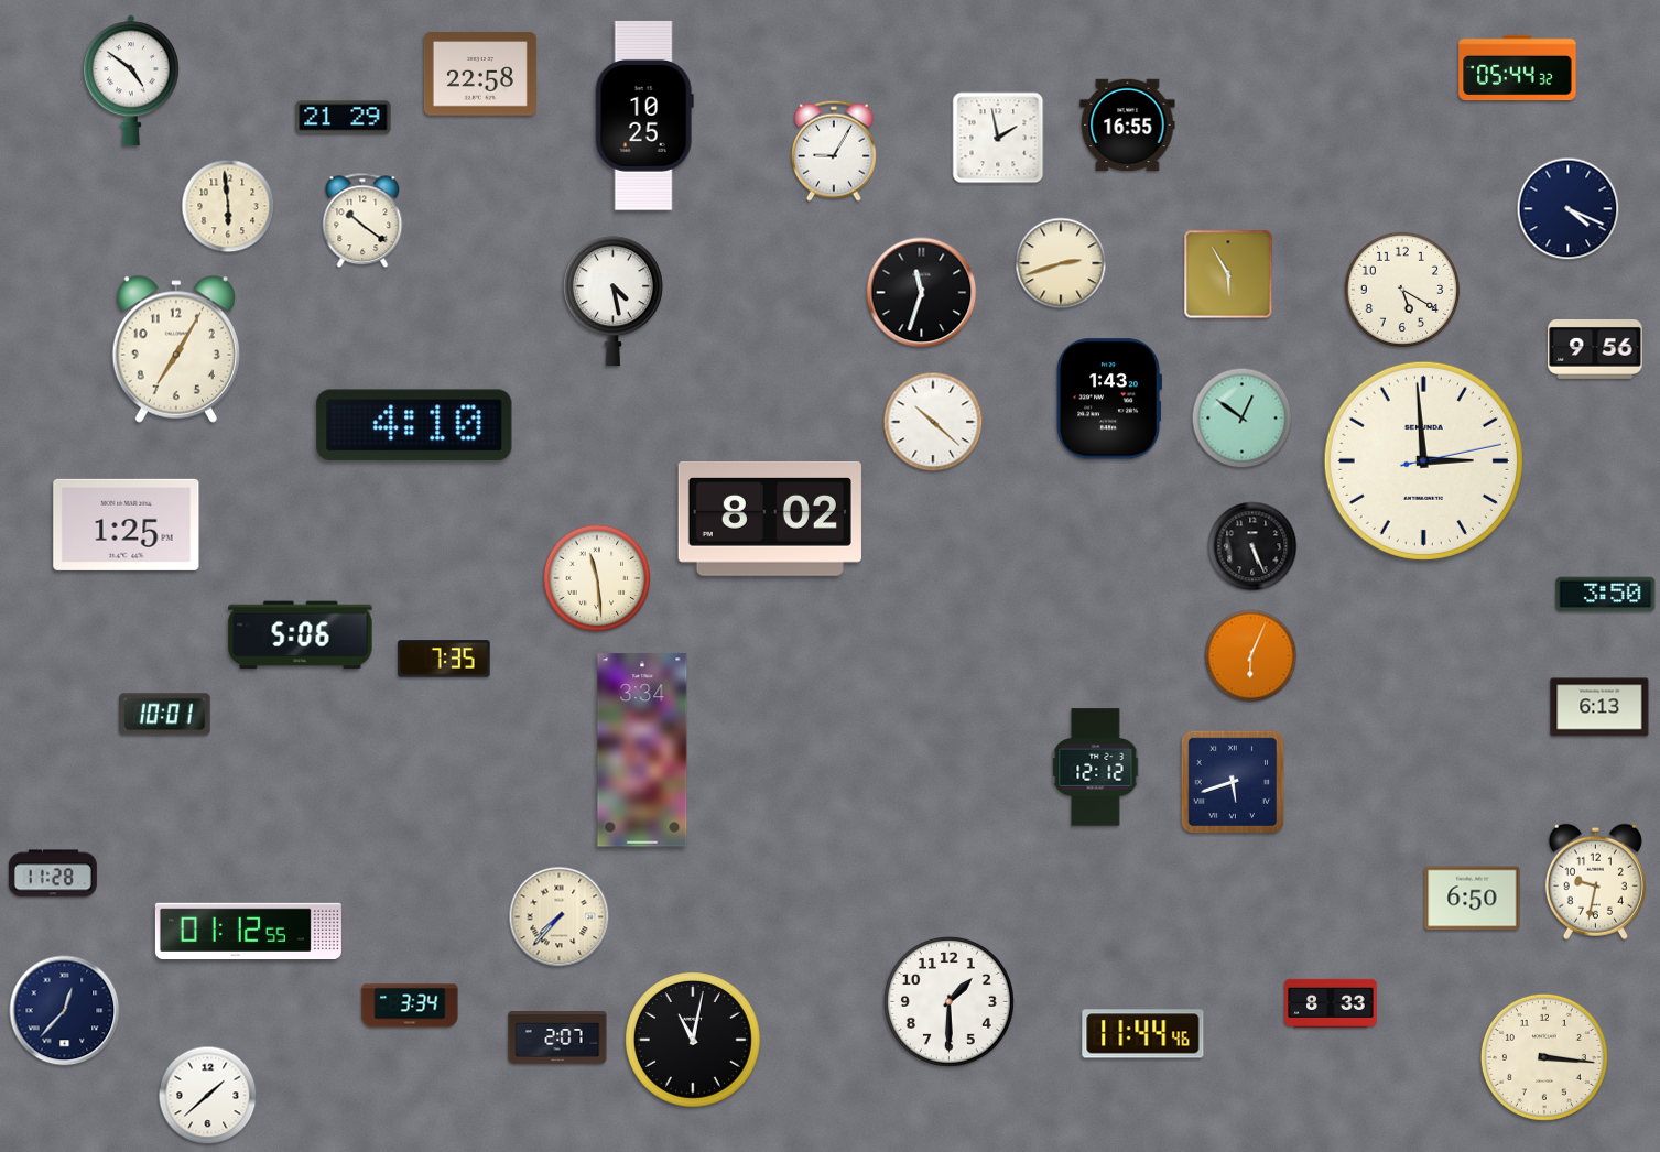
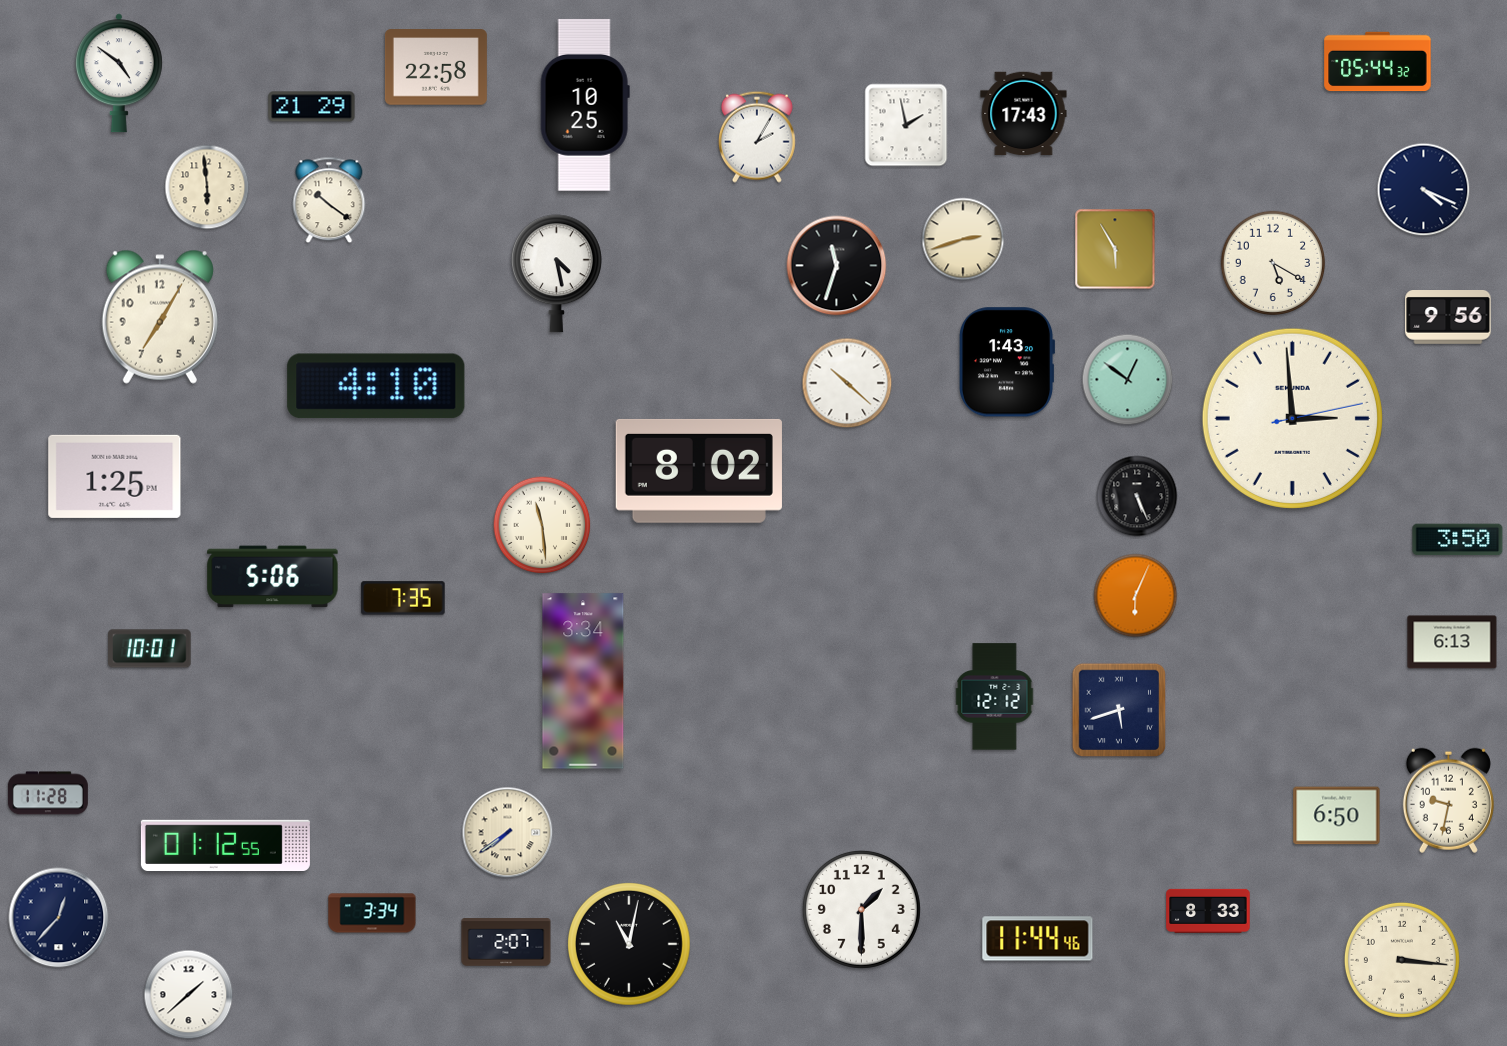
clock at (1128, 126): 16:55 -> 17:43
clock at (834, 151): 9:05 -> 2:05
clock at (560, 917): 7:37 -> 7:39
